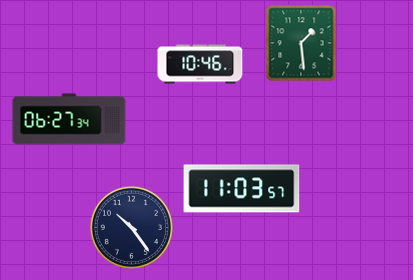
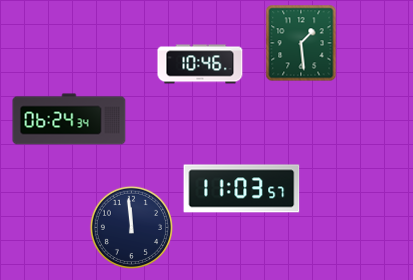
clock at (69, 119): 06:27 -> 06:24
clock at (131, 227): 10:24 -> 11:59
